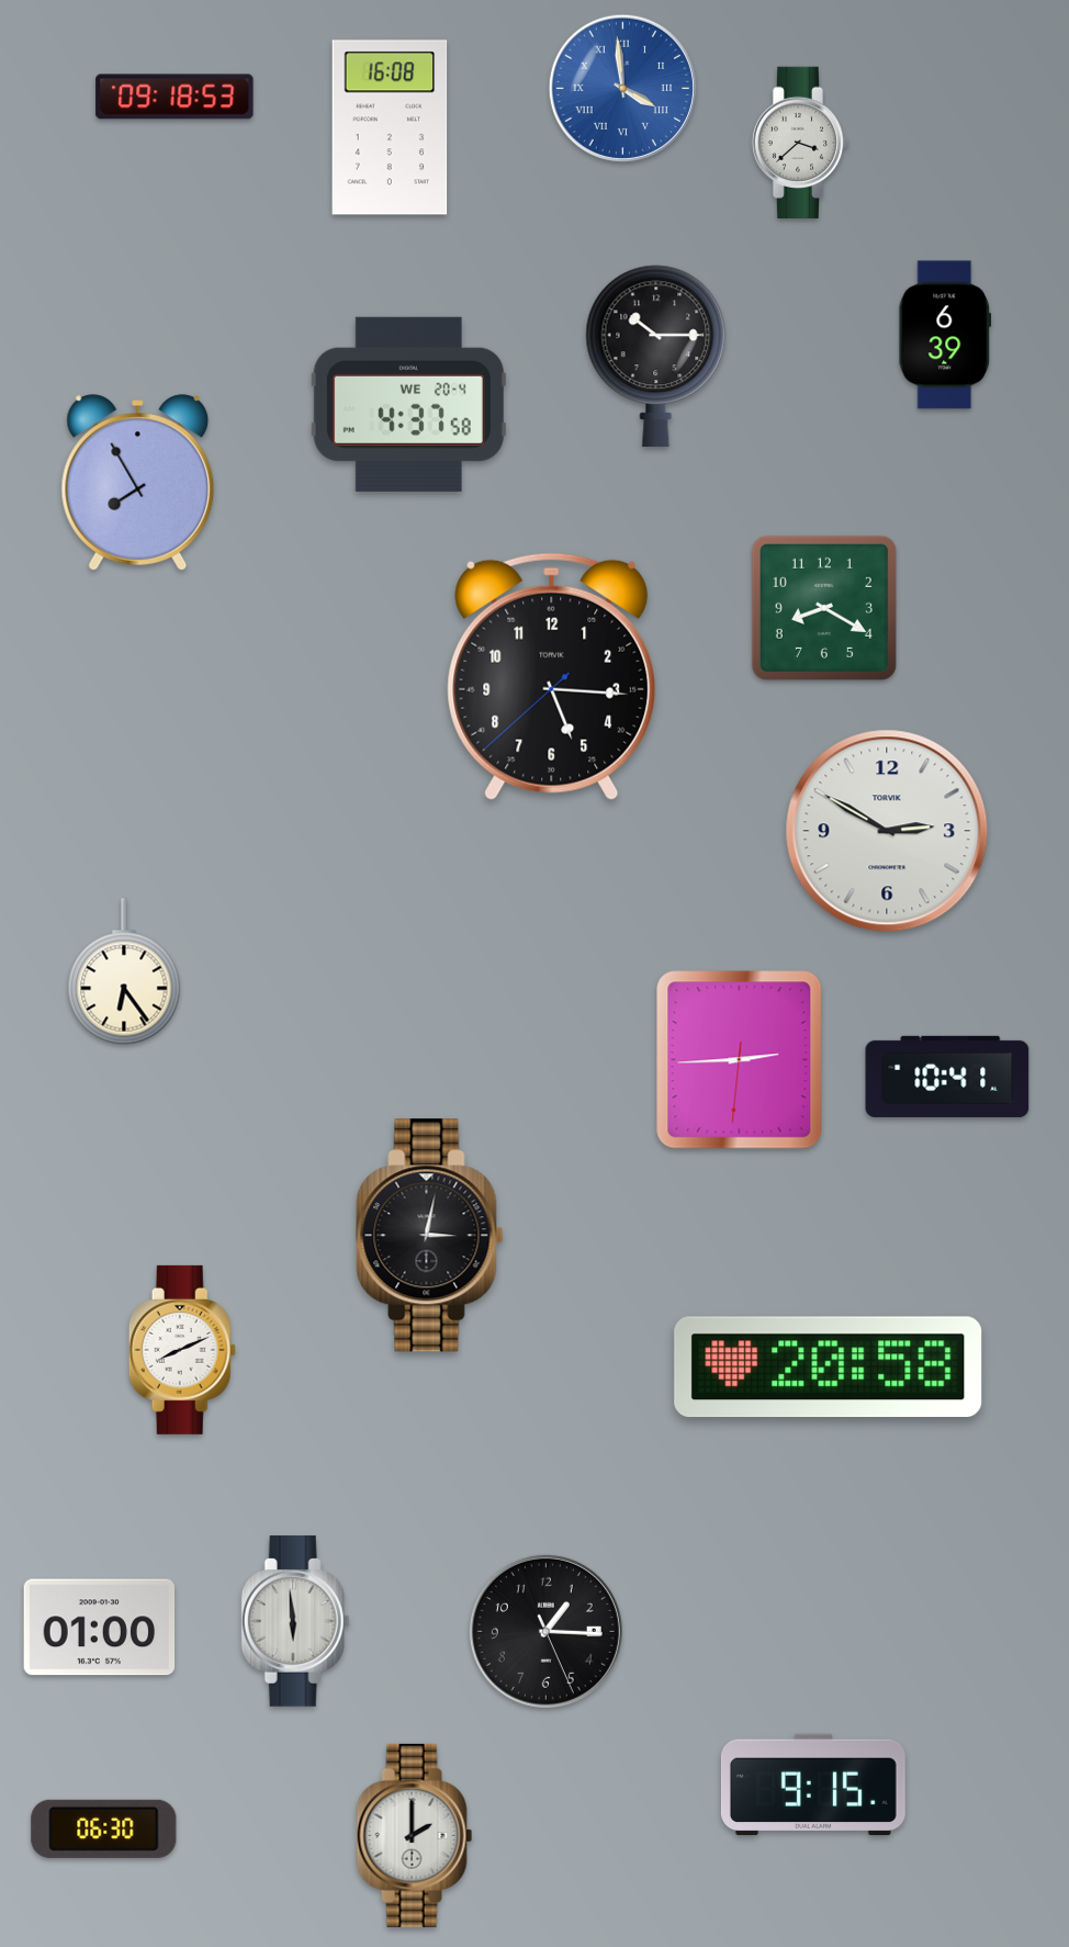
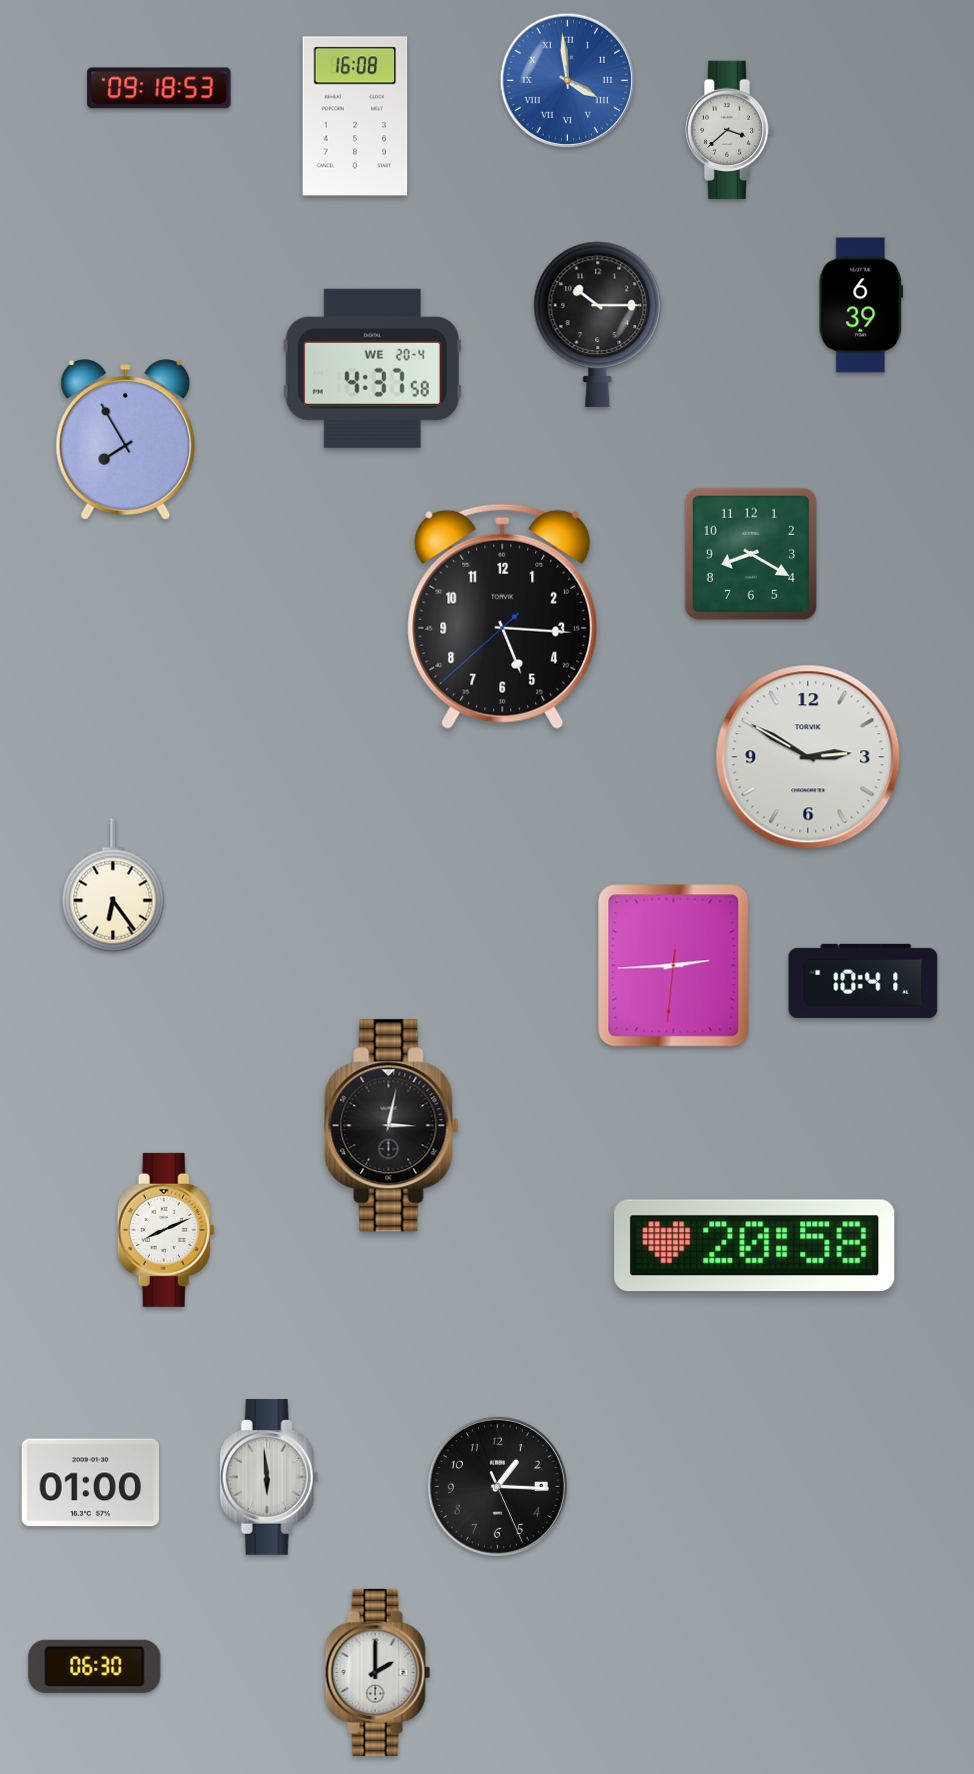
clock at (813, 1785): 9:15 -> none
